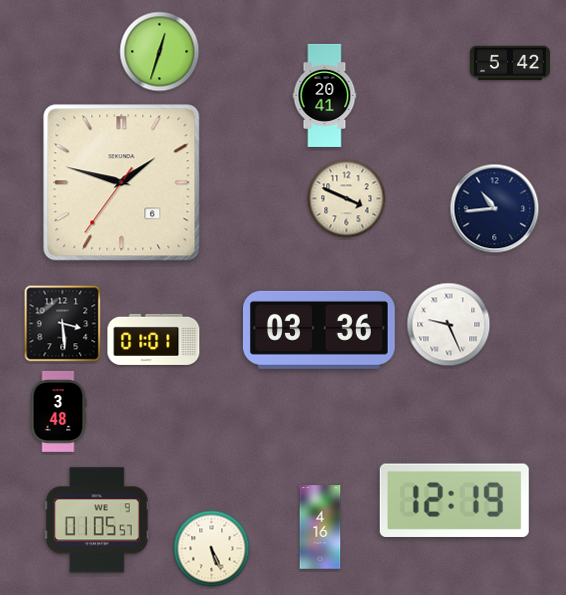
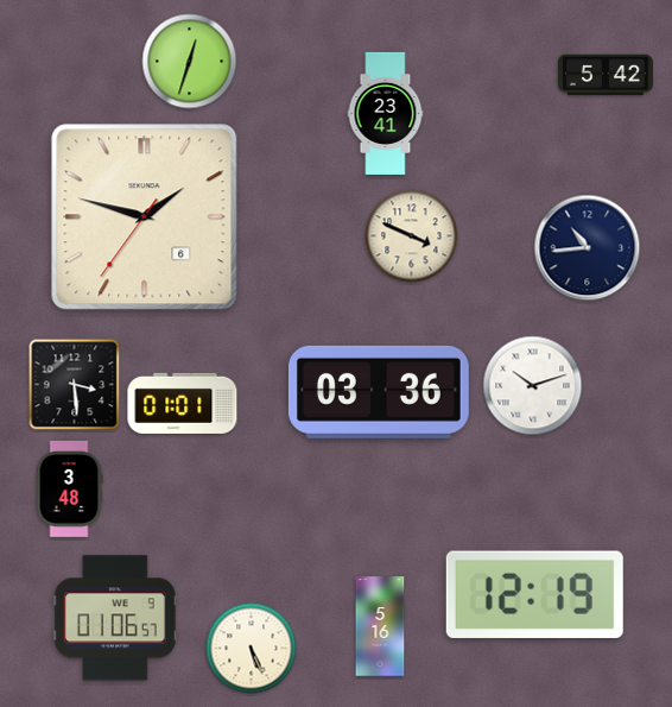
clock at (325, 95): 20:41 -> 23:41
clock at (449, 325): 9:26 -> 10:12
clock at (454, 500) position: (454, 500) -> (534, 594)
clock at (97, 520): 01:05 -> 01:06
clock at (320, 527): 4:16 -> 5:16
clock at (212, 549) position: (212, 549) -> (252, 649)
